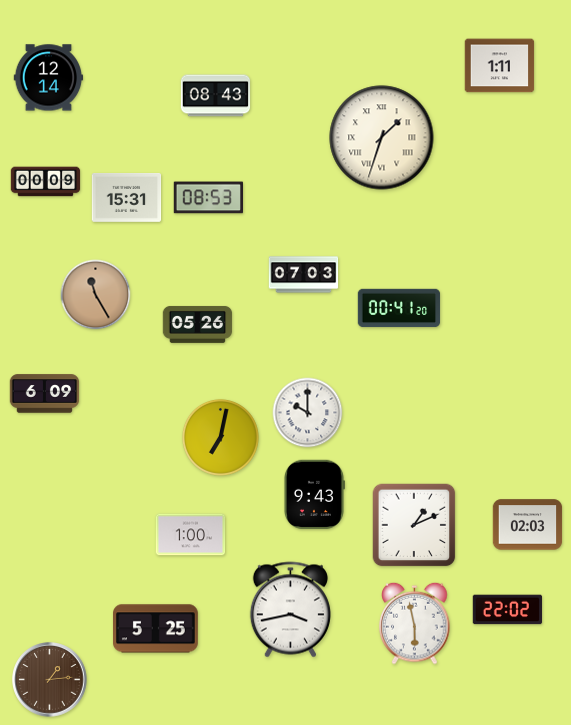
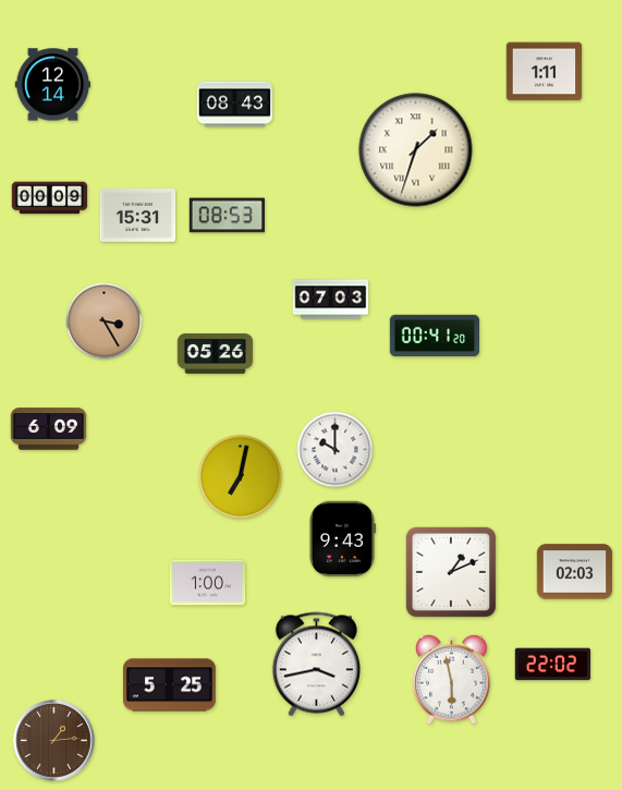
clock at (96, 295): 11:25 -> 3:25
